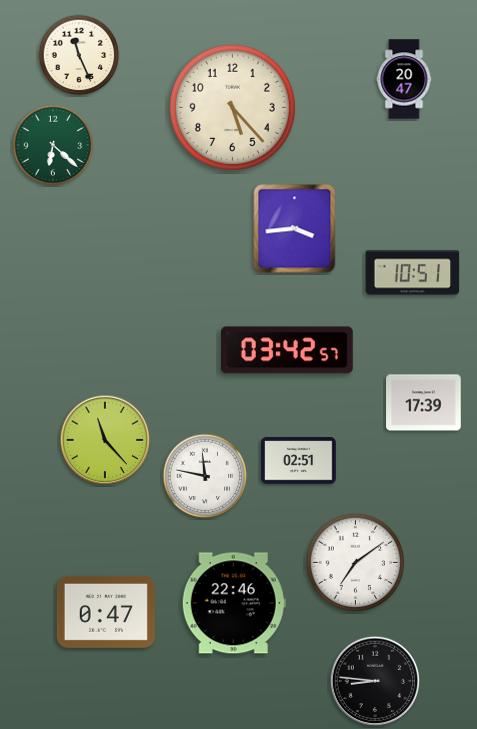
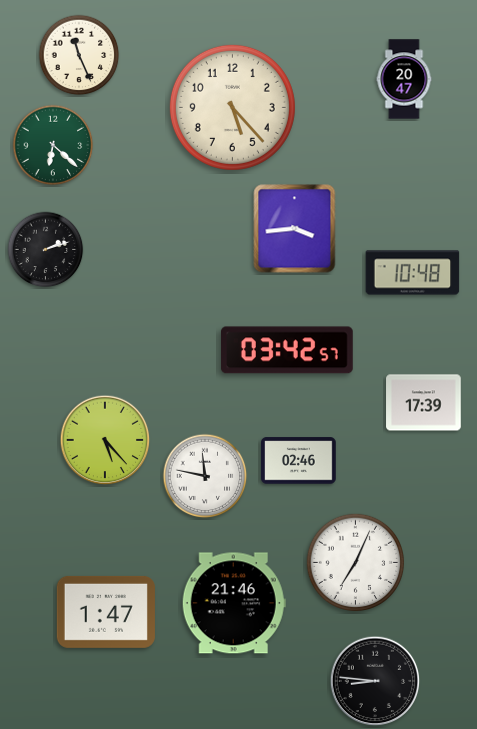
clock at (46, 250): none -> 2:12
clock at (413, 273): 10:51 -> 10:48
clock at (105, 440): 11:23 -> 5:23
clock at (299, 461): 02:51 -> 02:46
clock at (355, 562): 7:09 -> 7:04
clock at (234, 603): 22:46 -> 21:46
clock at (106, 612): 0:47 -> 1:47
